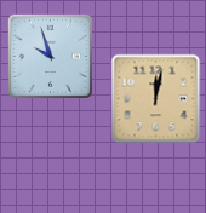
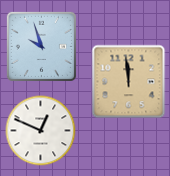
clock at (156, 99): 12:02 -> 11:59
clock at (41, 131): none -> 12:49
